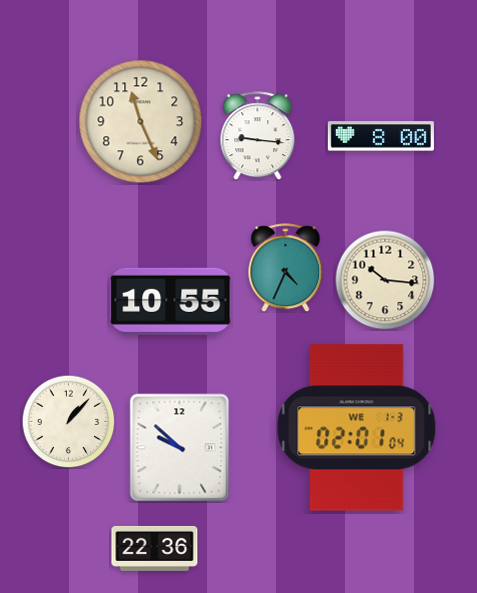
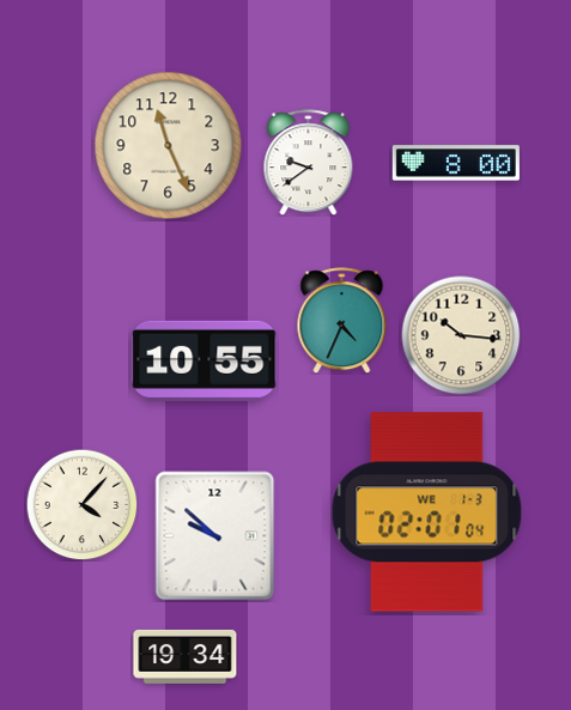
clock at (258, 136): 9:16 -> 9:39
clock at (68, 421): 1:07 -> 4:07
clock at (155, 548): 22:36 -> 19:34
